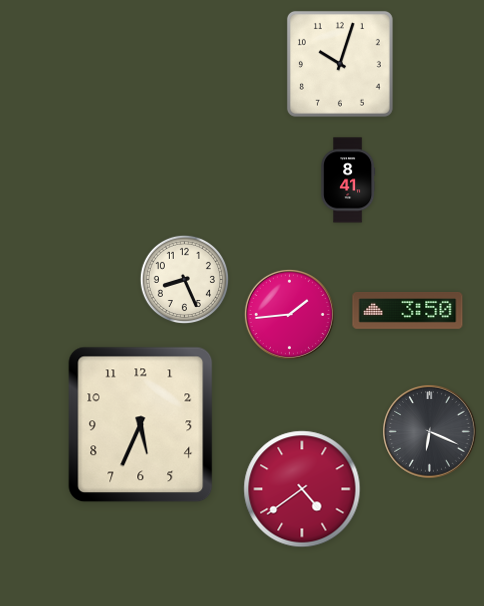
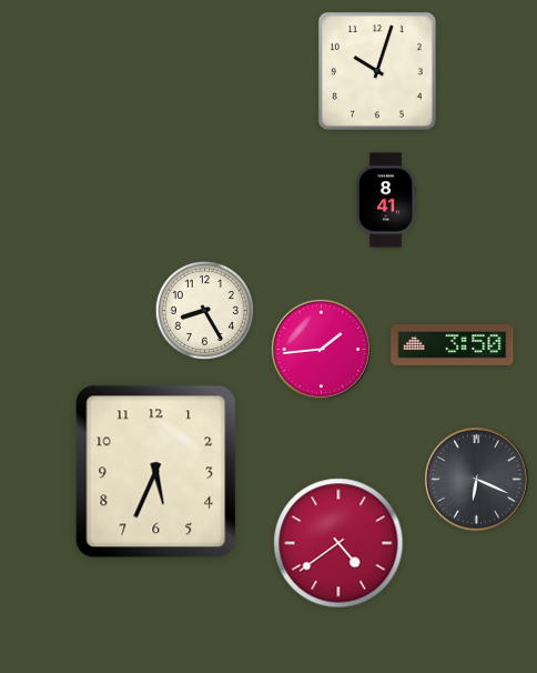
clock at (184, 279): 8:26 -> 8:25
clock at (302, 489) position: (302, 489) -> (338, 543)
